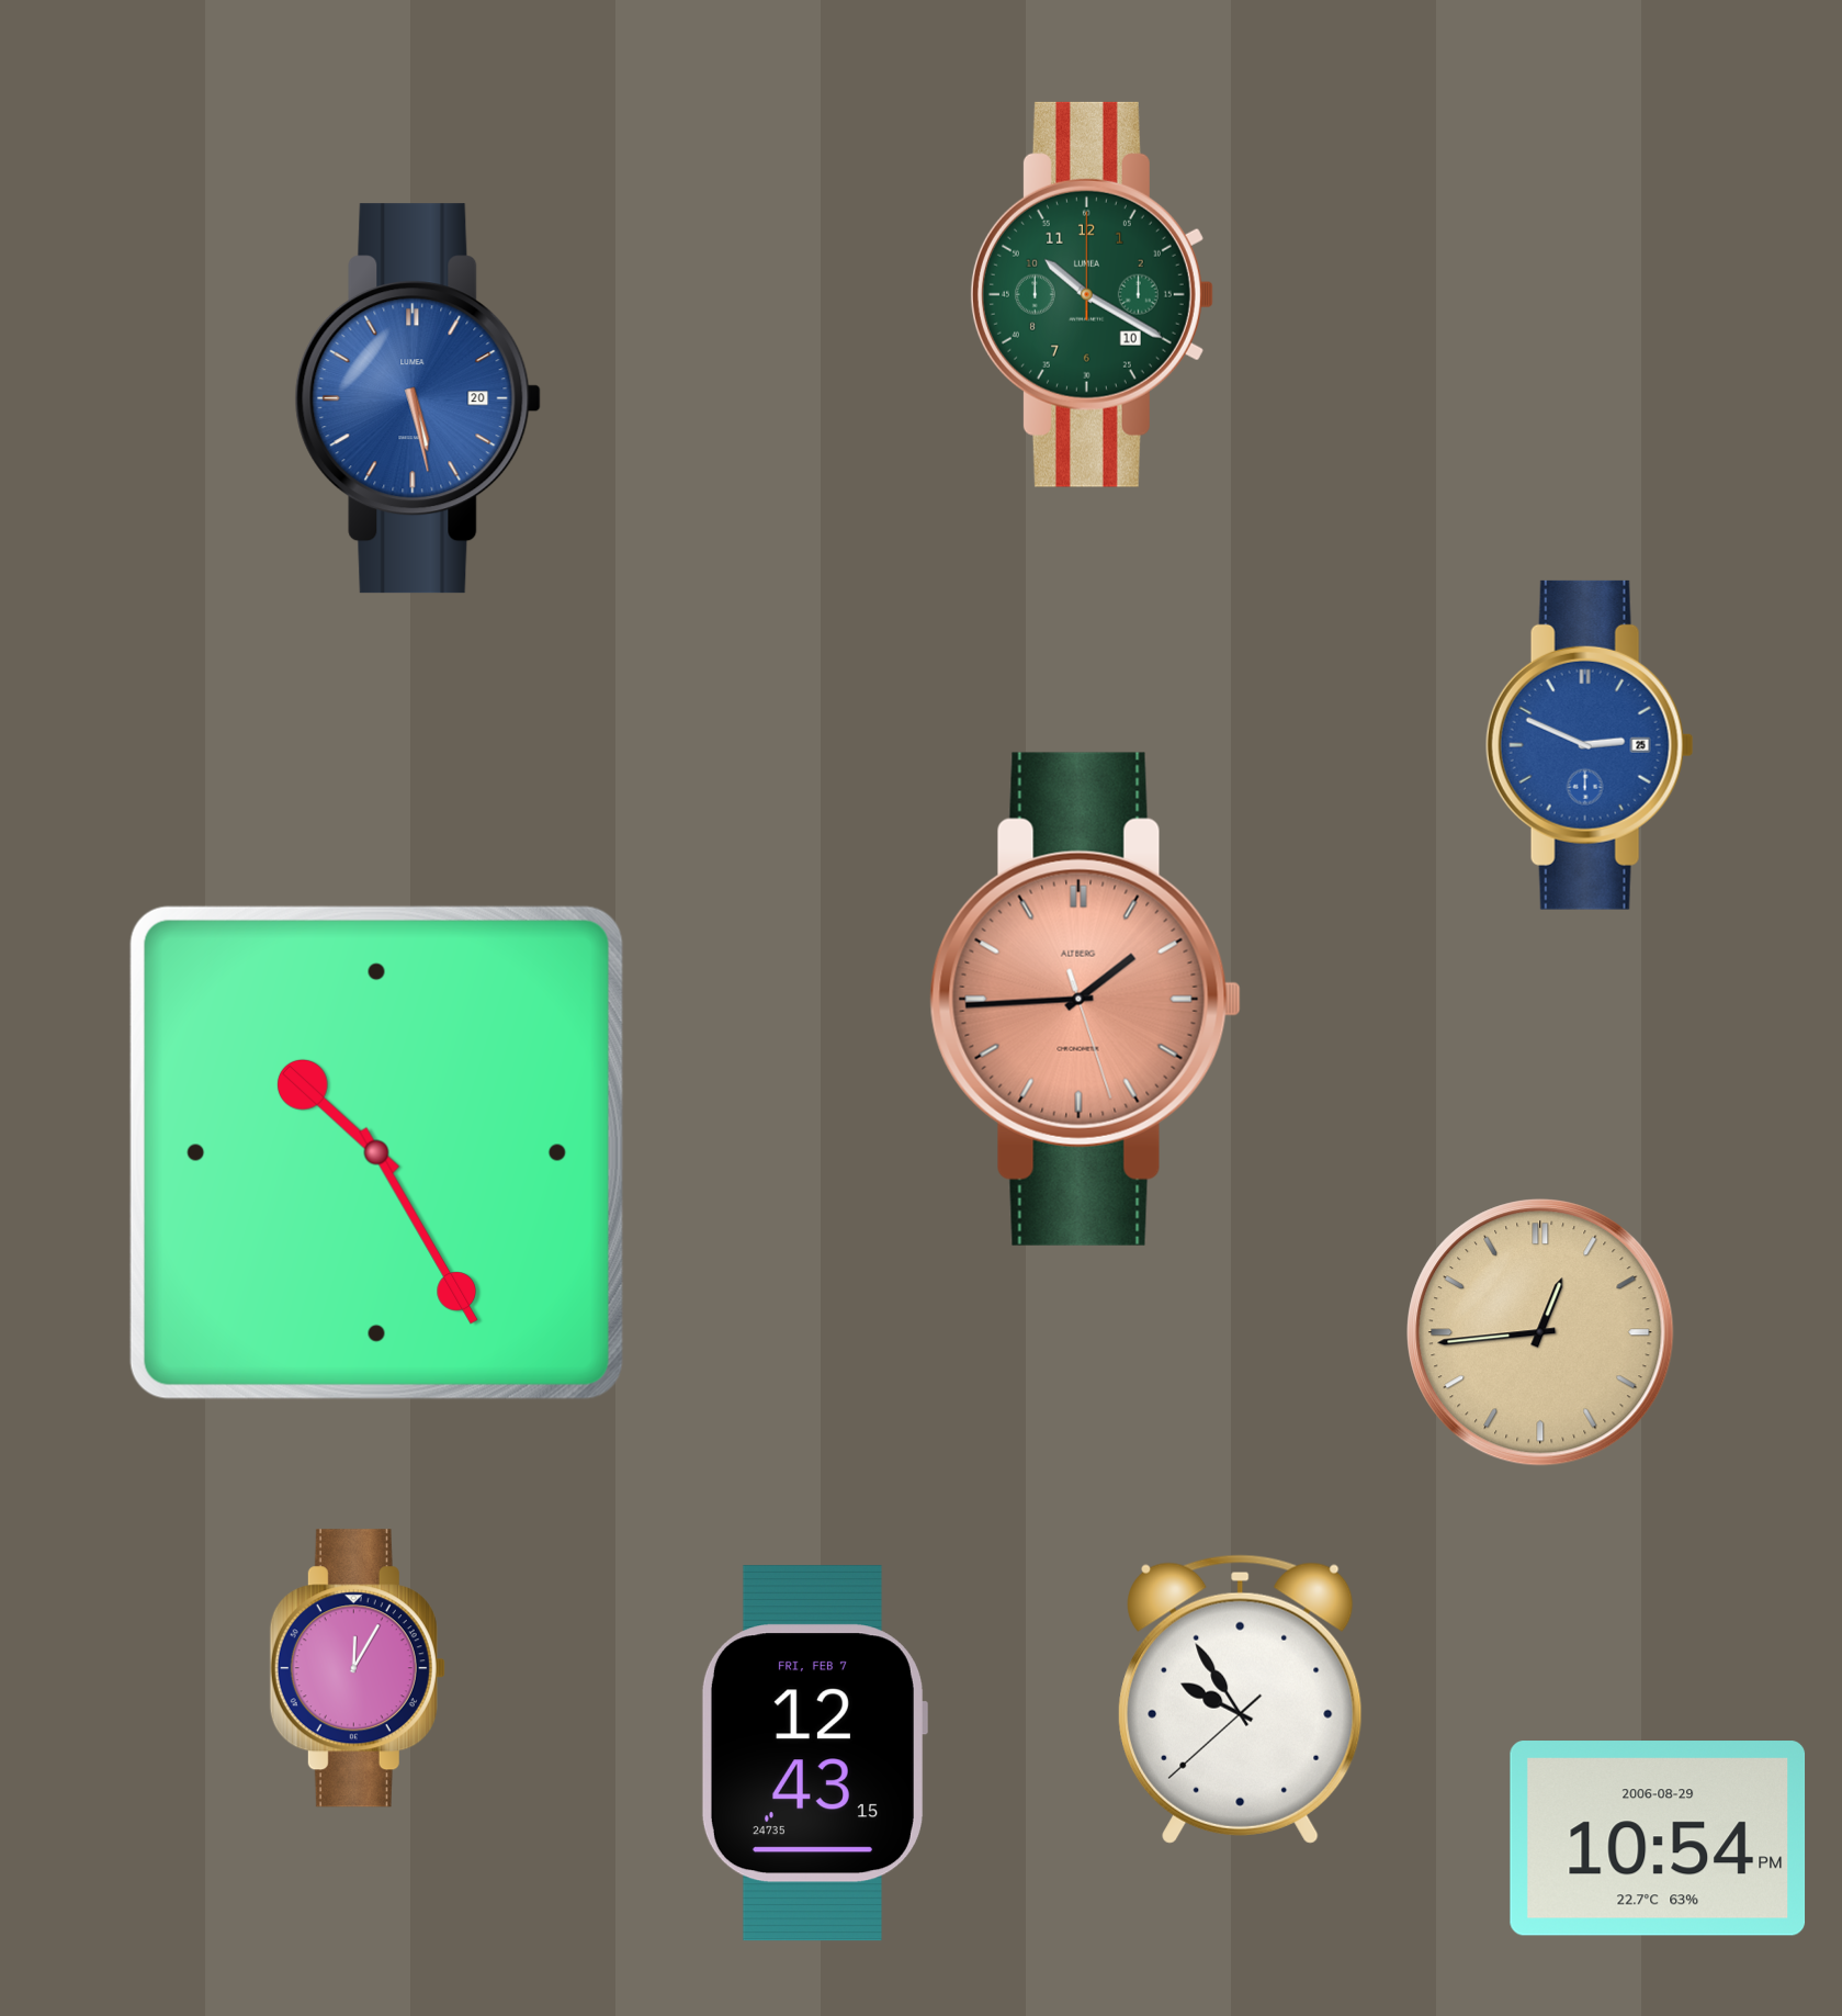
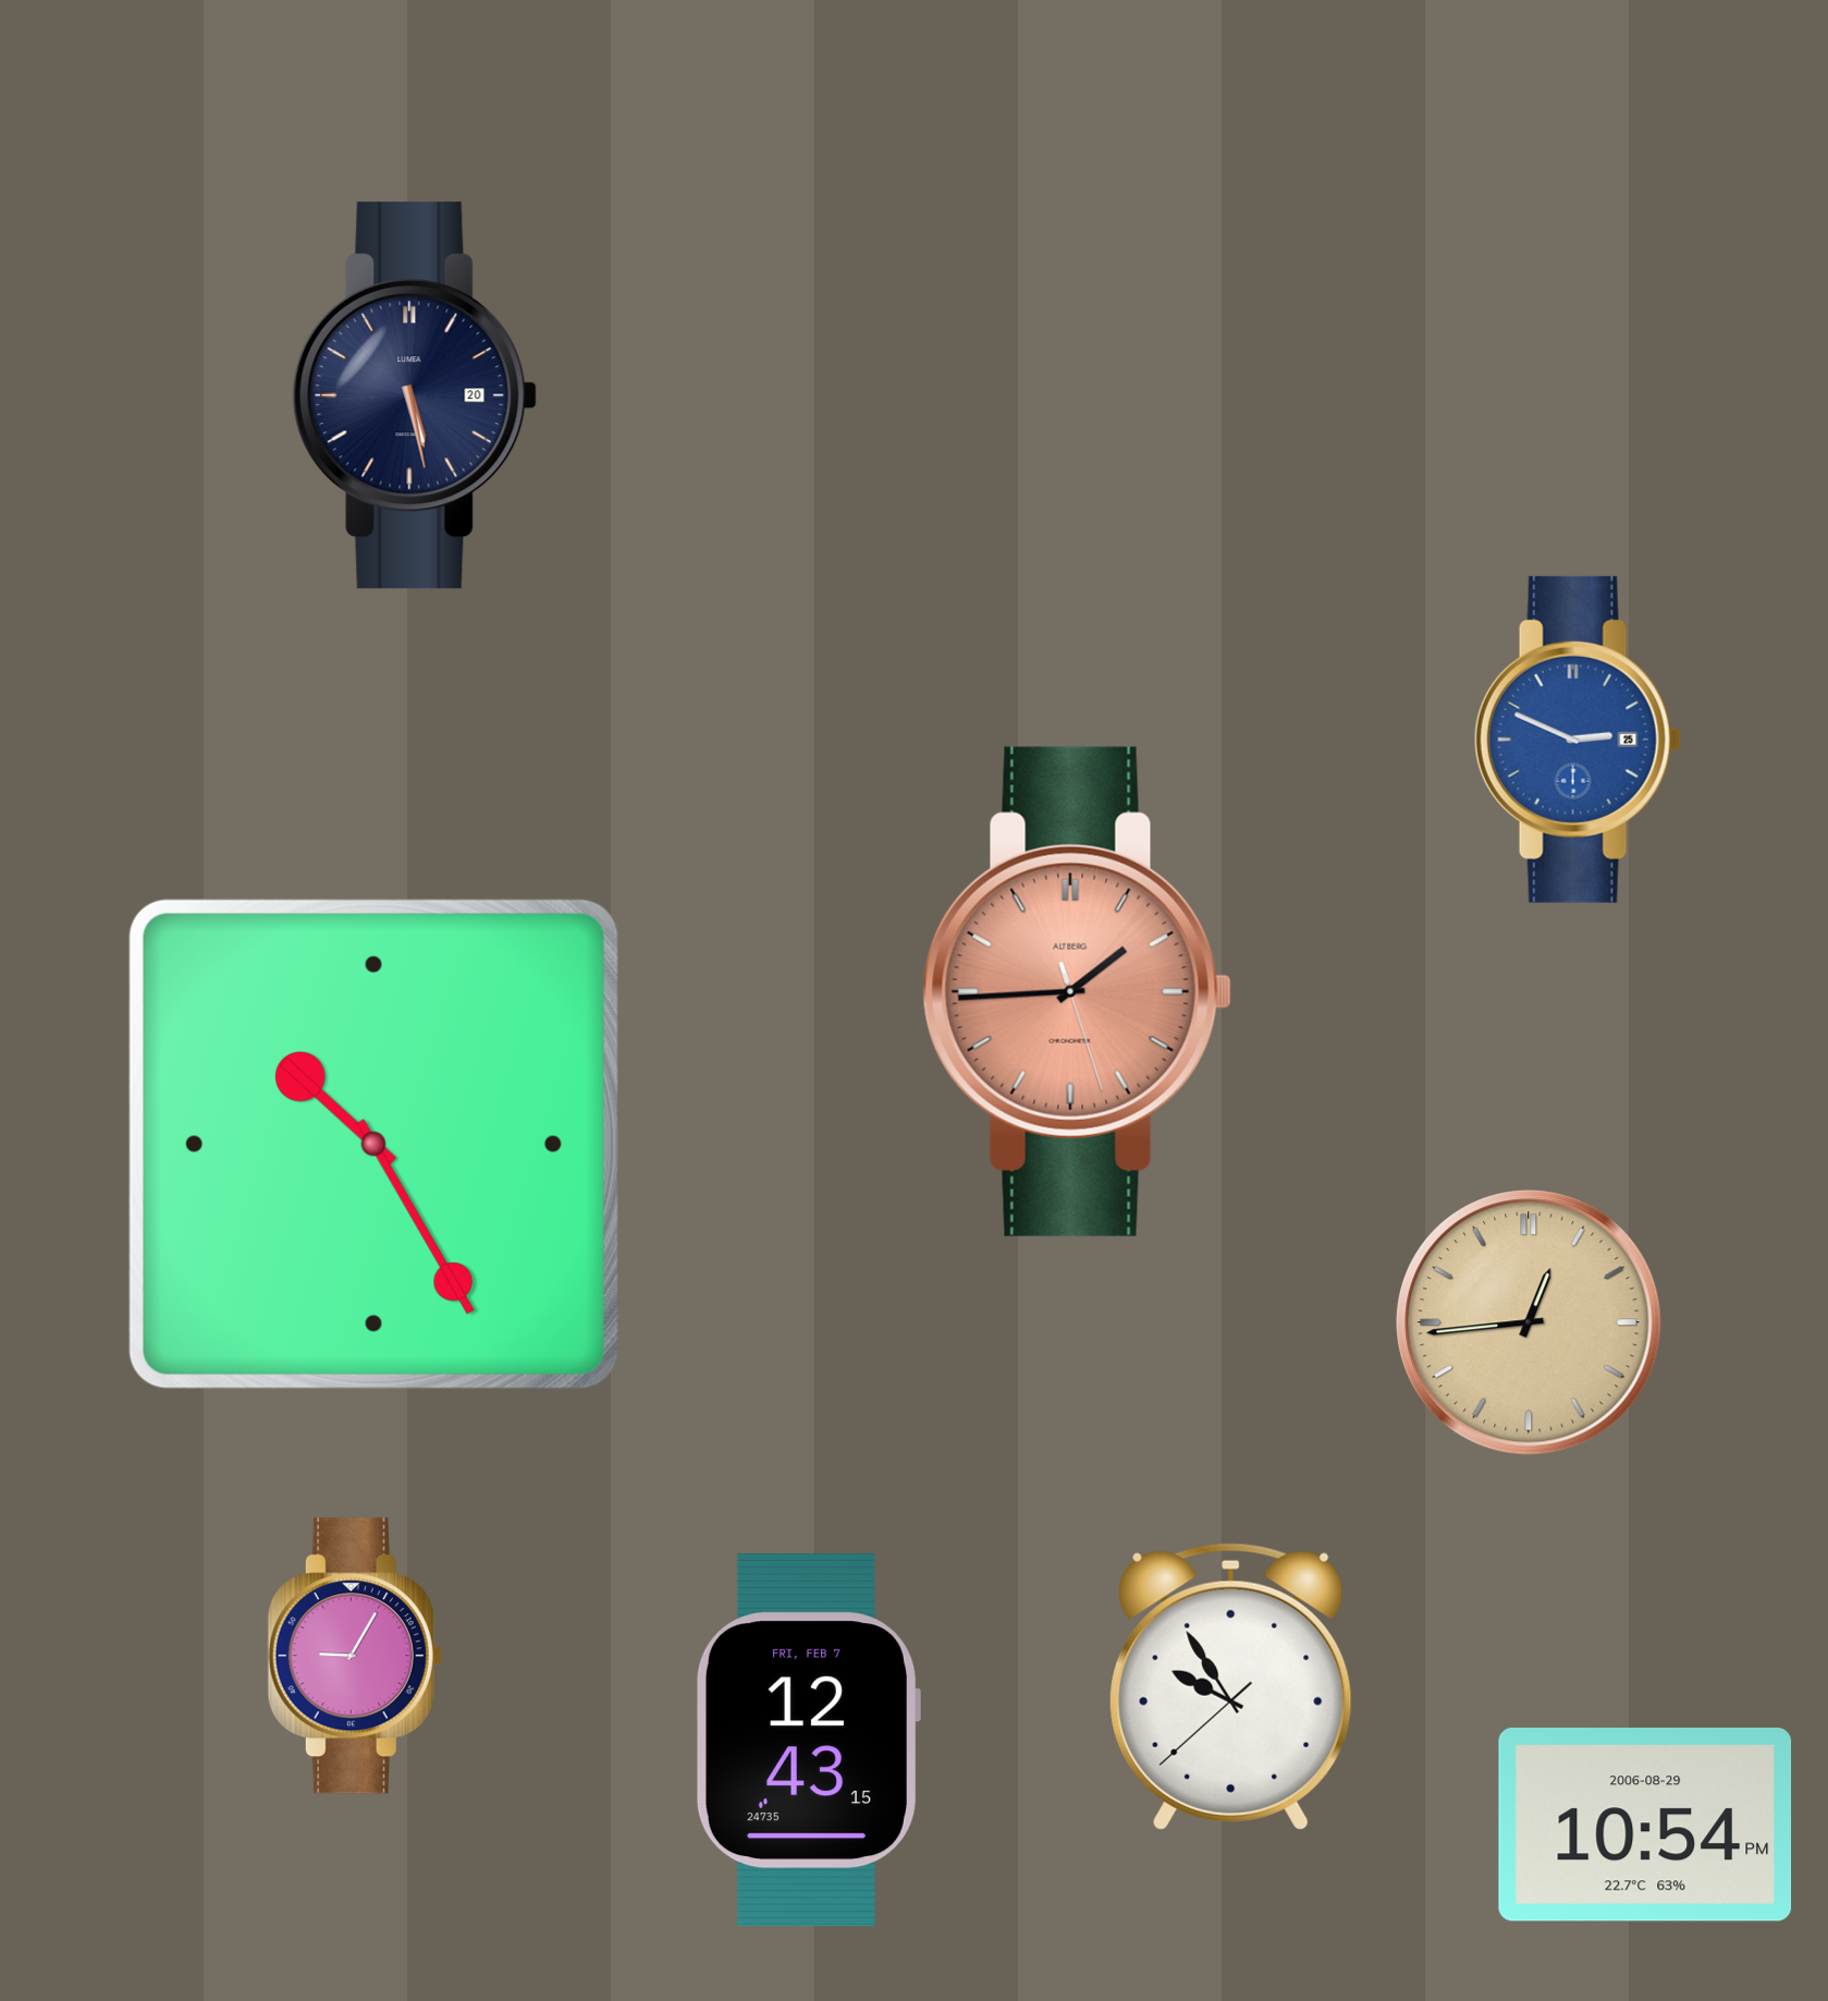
clock at (1092, 294): 10:20 -> none
clock at (418, 398) dial: blue -> navy
clock at (358, 1668): 12:05 -> 9:05
